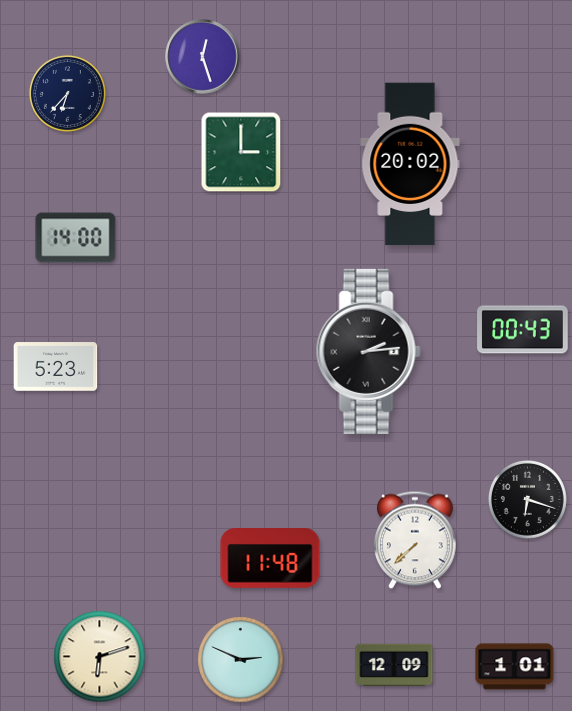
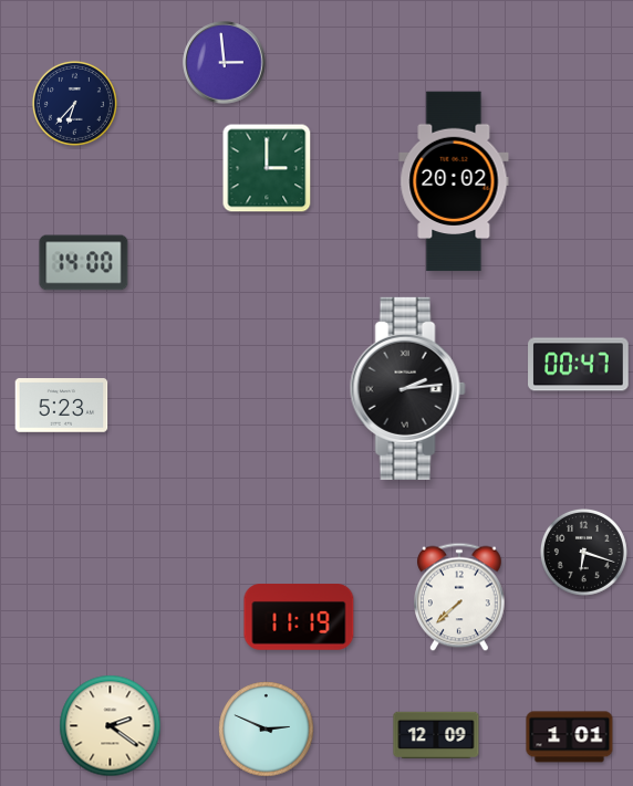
clock at (203, 57): 12:27 -> 2:59
clock at (523, 330): 00:43 -> 00:47
clock at (270, 559): 11:48 -> 11:19
clock at (100, 657): 6:12 -> 2:21
